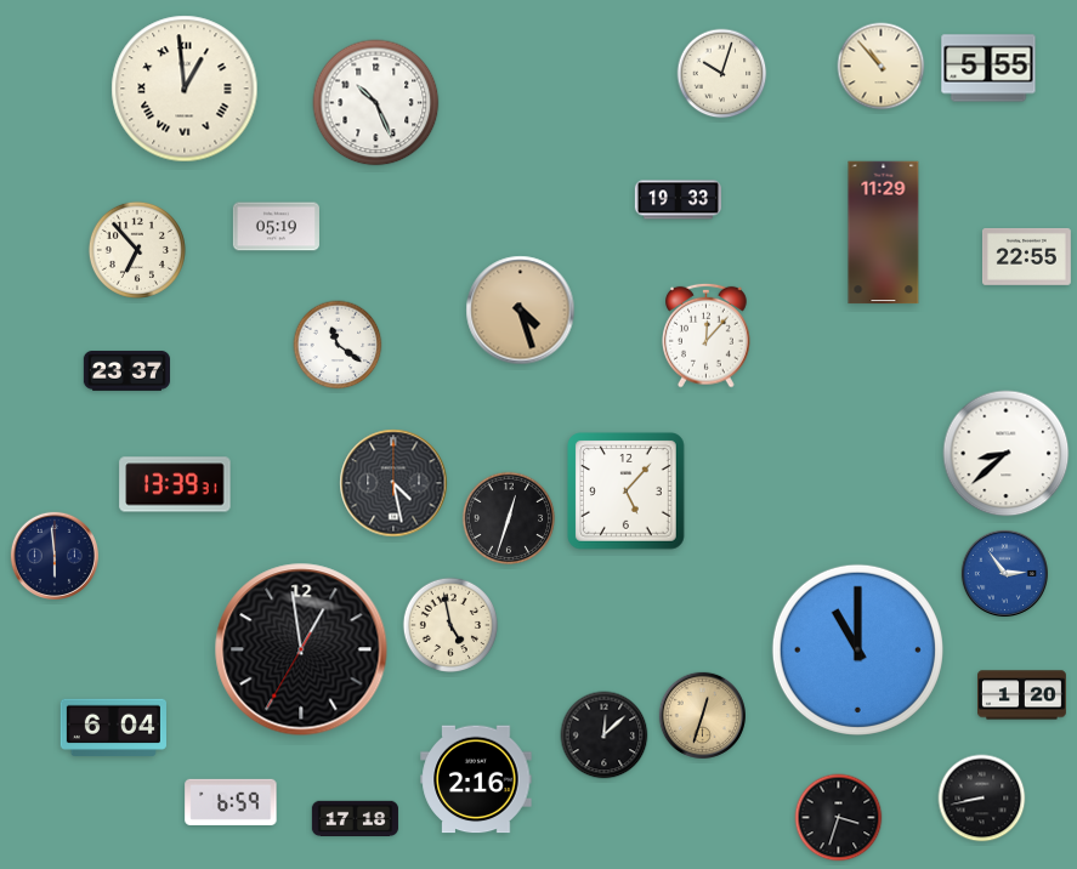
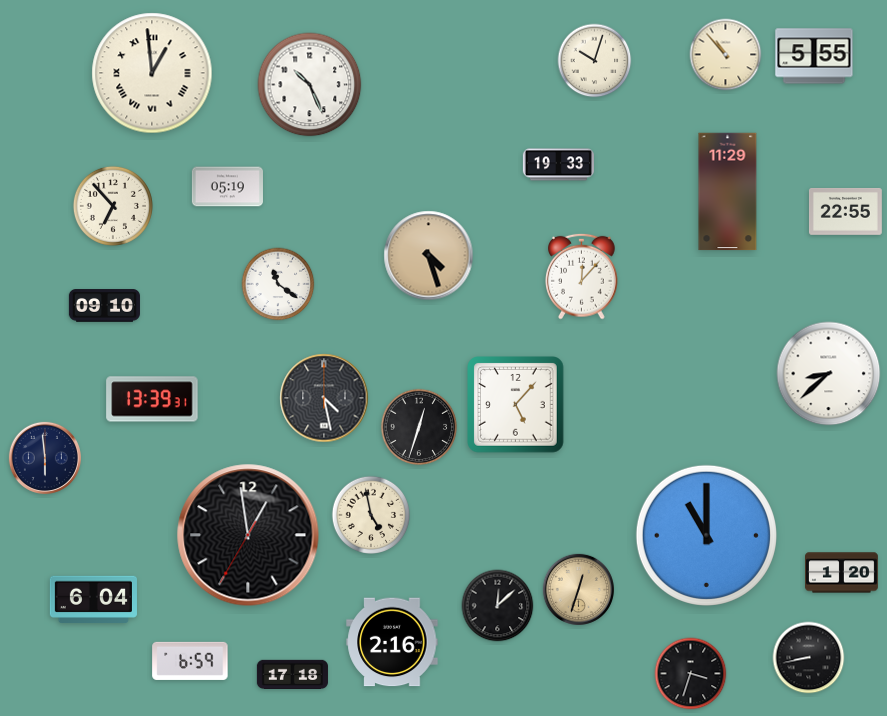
clock at (126, 371): 23:37 -> 09:10
clock at (175, 484) position: (175, 484) -> (152, 399)
clock at (1004, 573): 2:54 -> none
